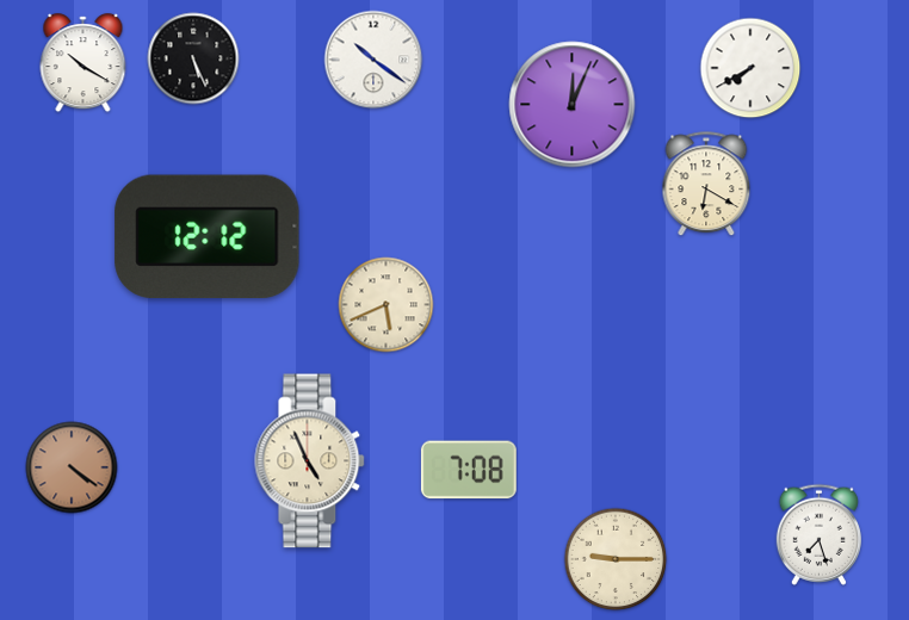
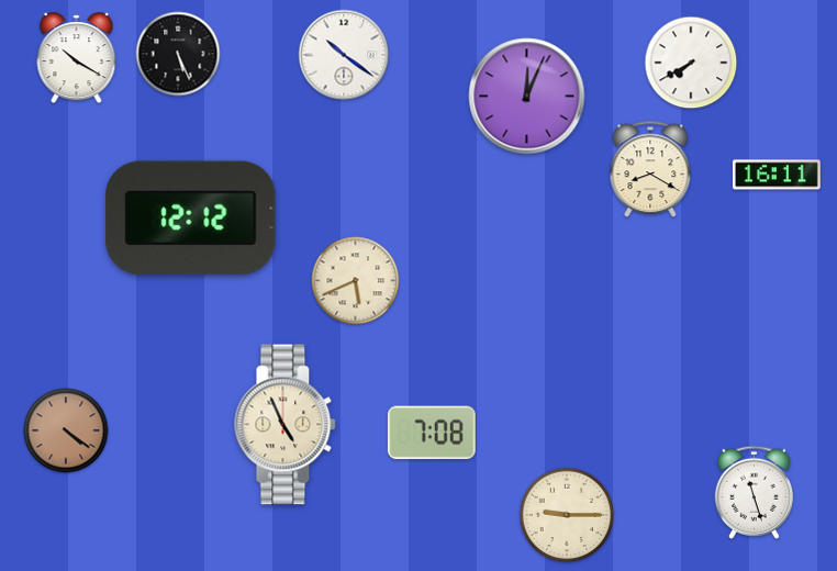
clock at (706, 185): 6:20 -> 8:20
clock at (777, 175): none -> 16:11
clock at (818, 534): 7:27 -> 11:27
